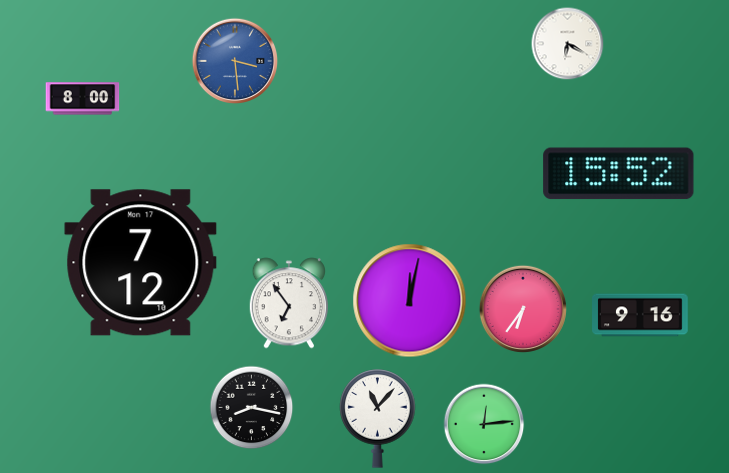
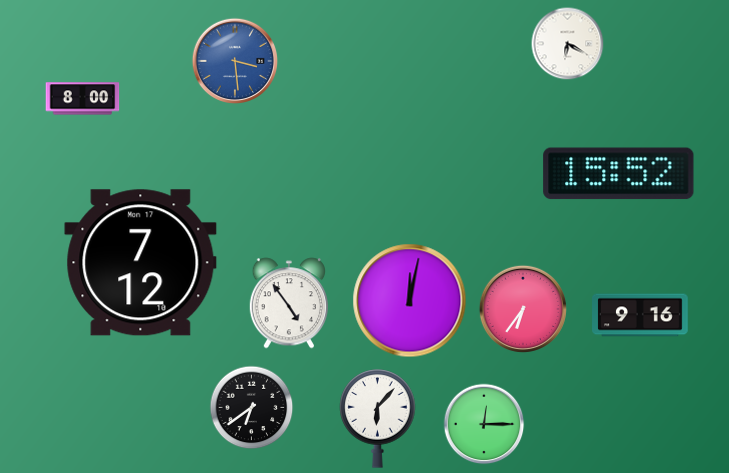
clock at (288, 303): 6:54 -> 4:54
clock at (252, 408): 8:17 -> 6:39
clock at (378, 419): 11:07 -> 6:07
clock at (484, 424): 12:14 -> 12:15
